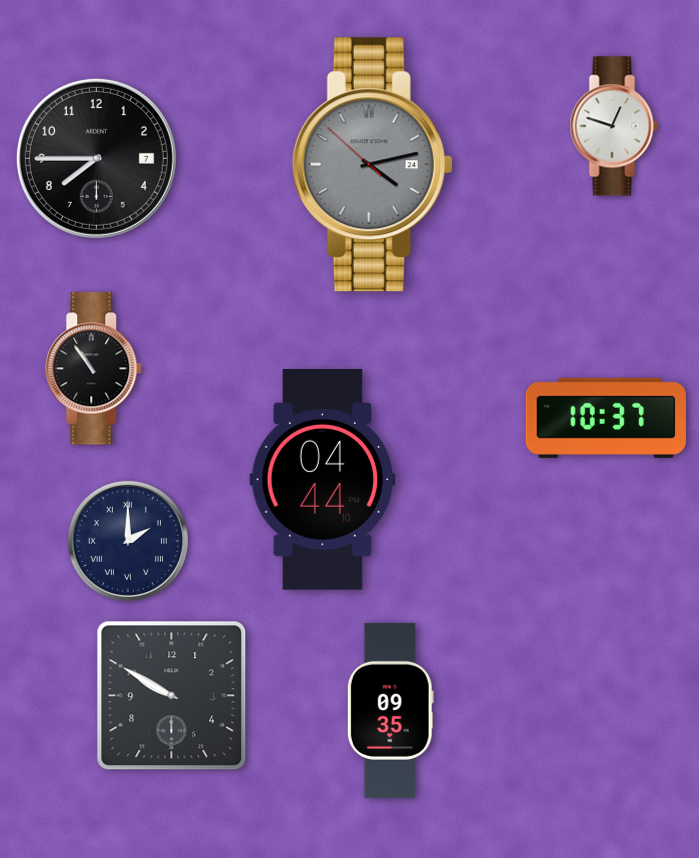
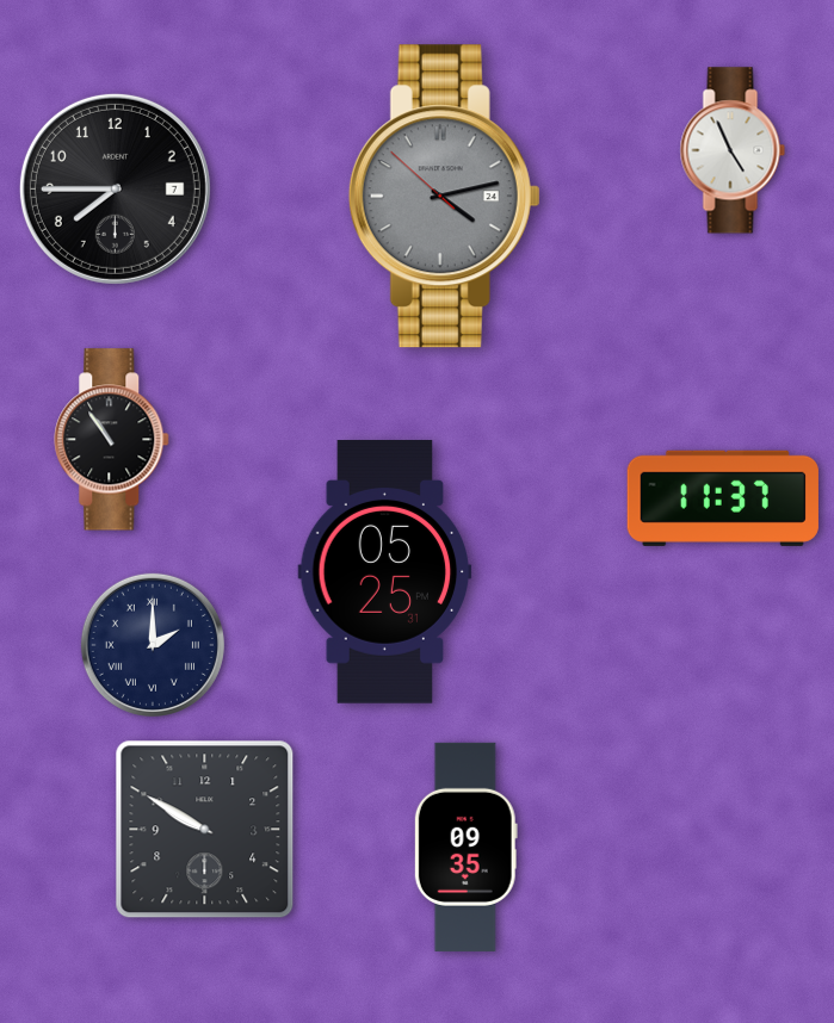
clock at (614, 126): 12:48 -> 4:56
clock at (606, 418): 10:37 -> 11:37
clock at (323, 480): 04:44 -> 05:25
